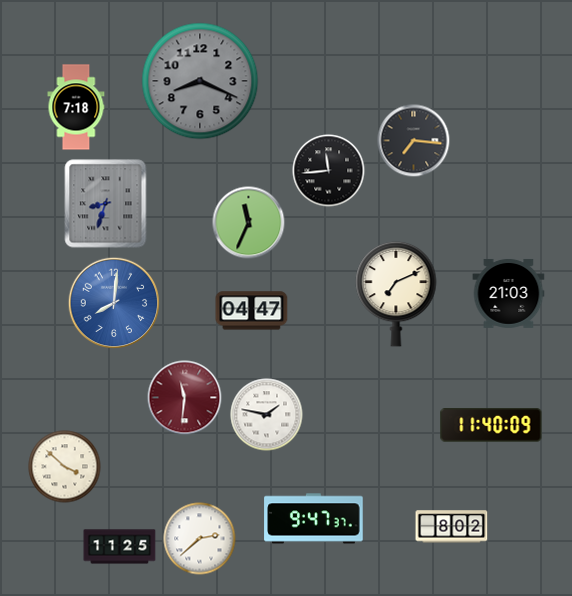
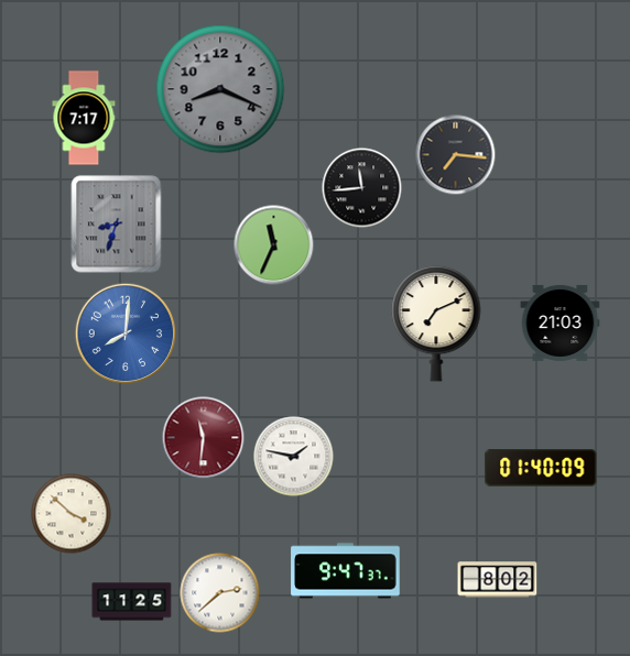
clock at (76, 107): 7:18 -> 7:17
clock at (252, 311): 04:47 -> none
clock at (491, 425): 11:40 -> 01:40
